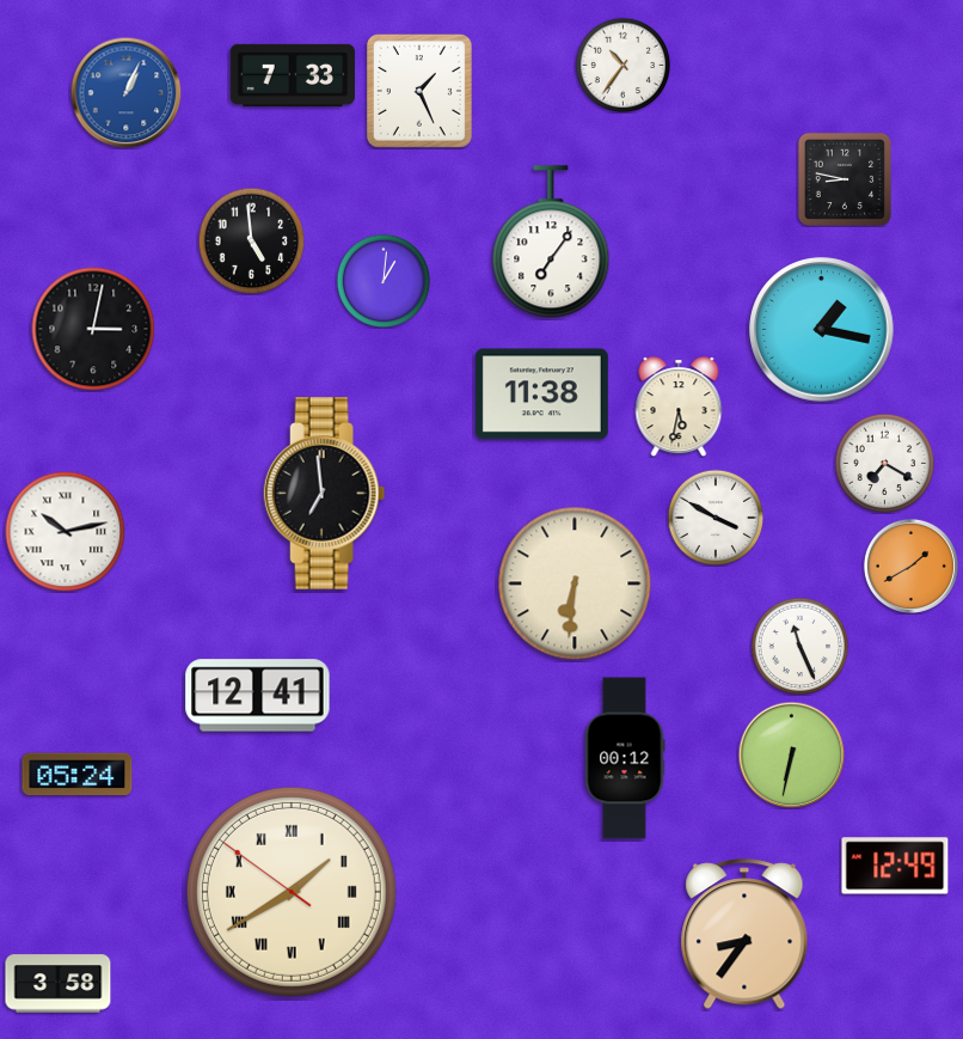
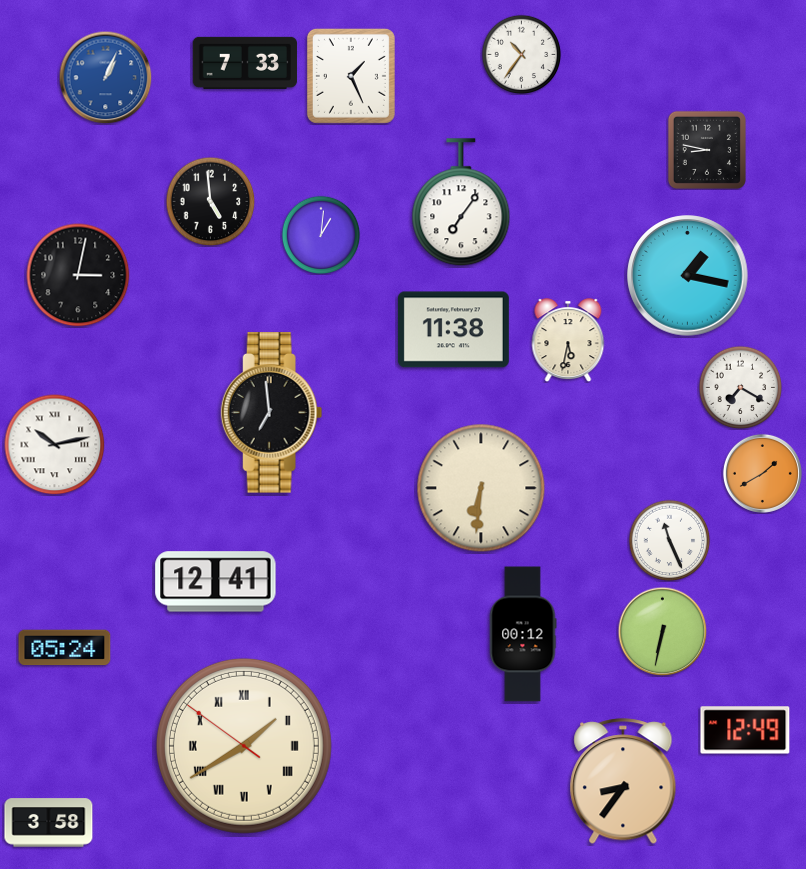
clock at (716, 518): 3:50 -> none
clock at (895, 866) position: (895, 866) -> (745, 730)
